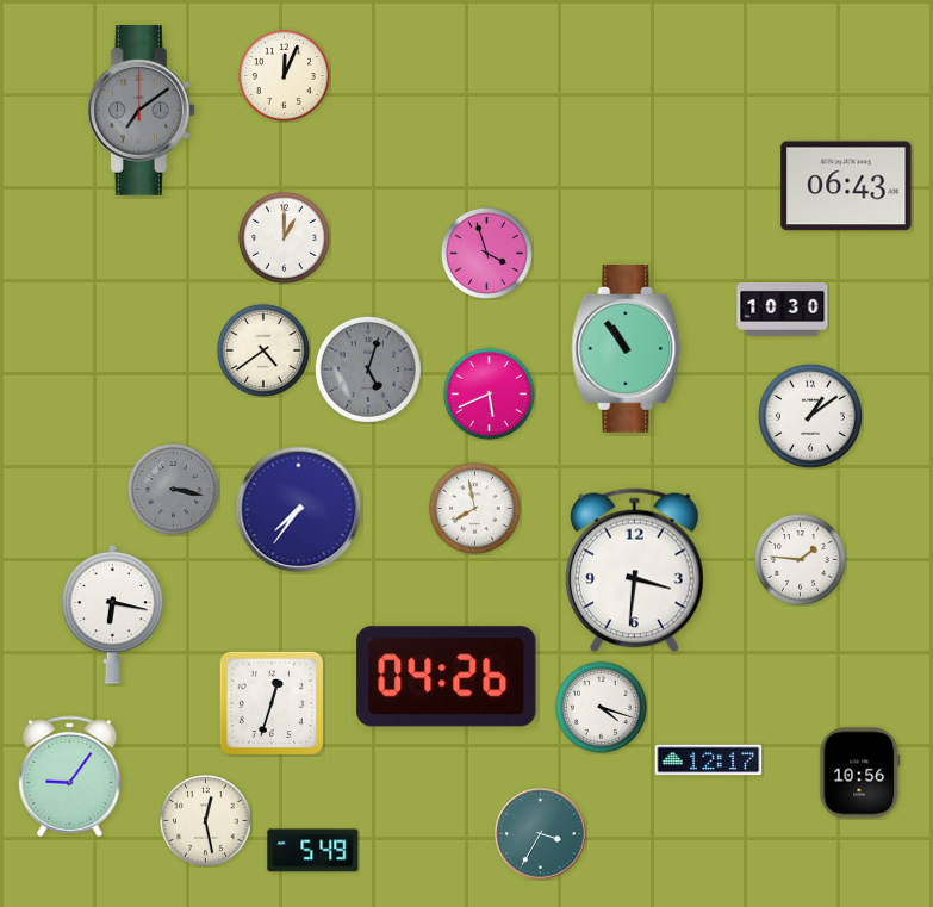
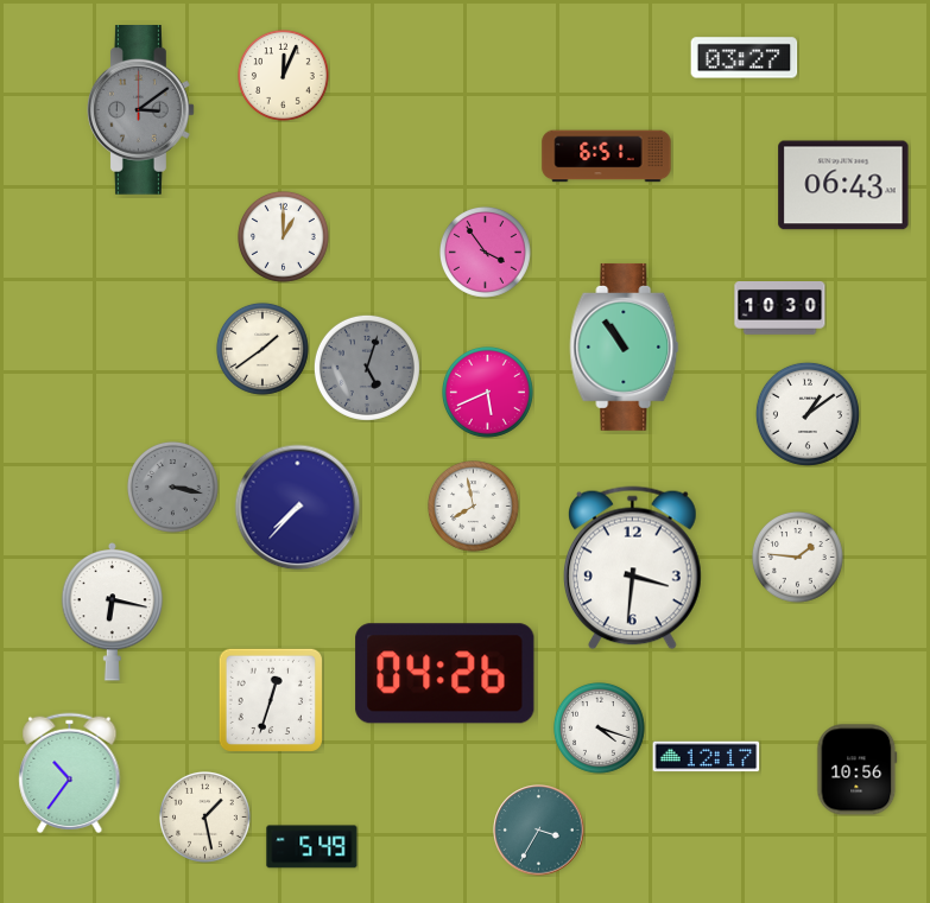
clock at (745, 58): none -> 03:27
clock at (142, 111): 7:09 -> 3:09
clock at (607, 157): none -> 6:51
clock at (487, 254): 3:57 -> 3:54
clock at (263, 350): 4:39 -> 1:39
clock at (299, 510): 7:36 -> 7:37
clock at (602, 708) position: (602, 708) -> (600, 729)
clock at (70, 777): 9:06 -> 10:36
clock at (206, 821): 12:28 -> 1:28
